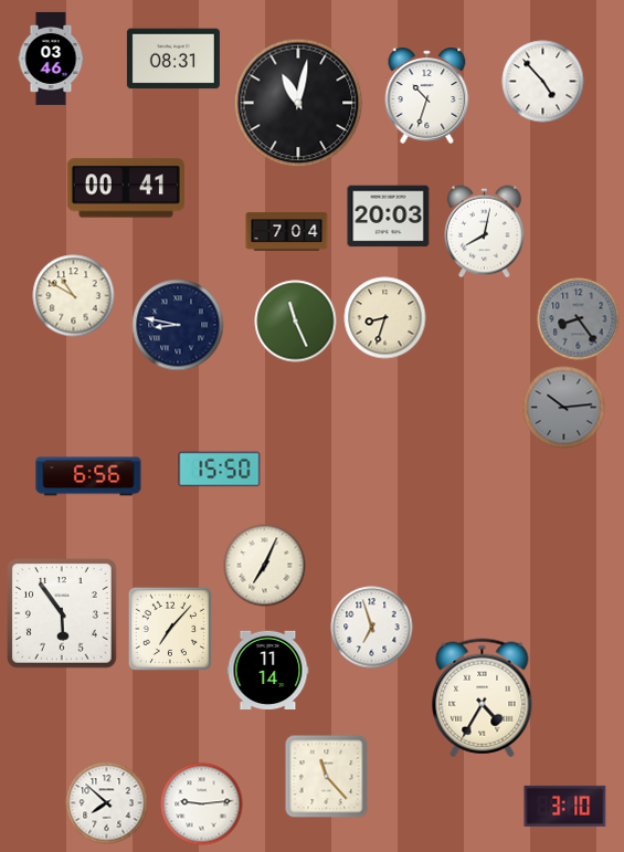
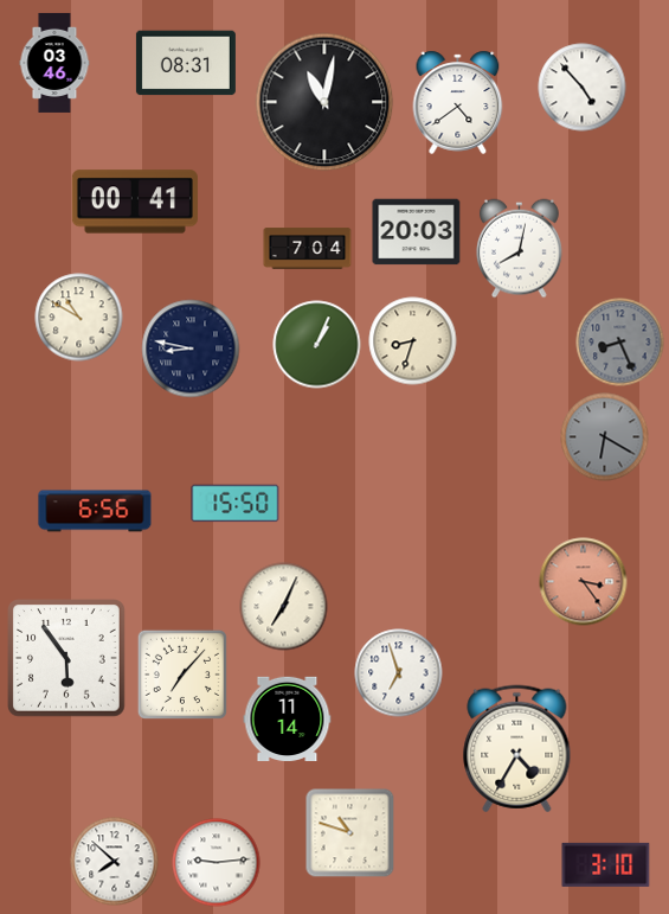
clock at (427, 95): 10:33 -> 4:39
clock at (298, 103) position: (298, 103) -> (324, 102)
clock at (579, 319): 8:24 -> 8:26
clock at (296, 322): 11:26 -> 1:04
clock at (564, 408): 10:14 -> 6:20
clock at (584, 582): none -> 3:24
clock at (327, 777): 11:23 -> 10:48
